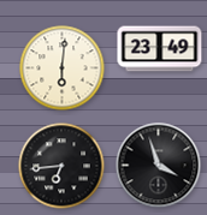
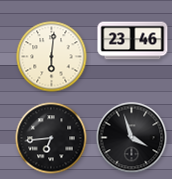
clock at (160, 49): 23:49 -> 23:46
